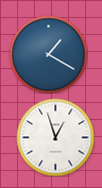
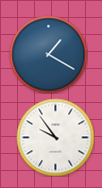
clock at (55, 137): 12:57 -> 9:54
